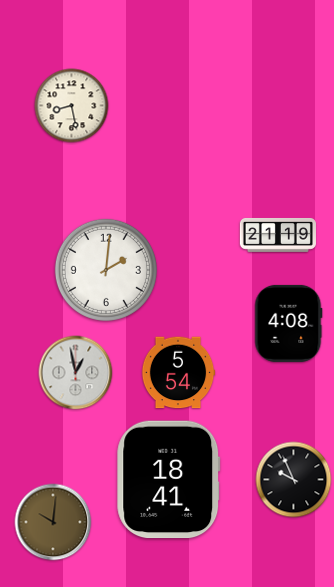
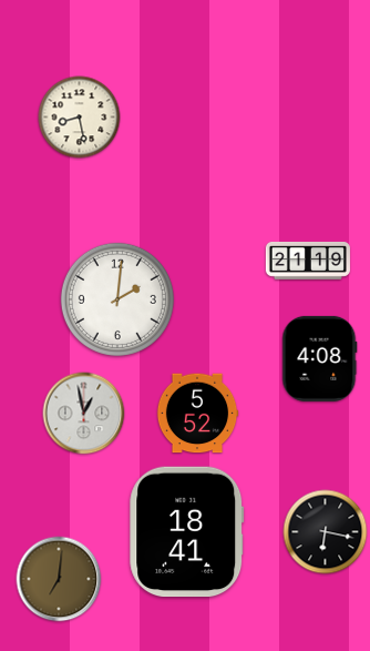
clock at (178, 373): 5:54 -> 5:52
clock at (294, 480): 9:56 -> 6:17
clock at (53, 522): 10:01 -> 7:01
